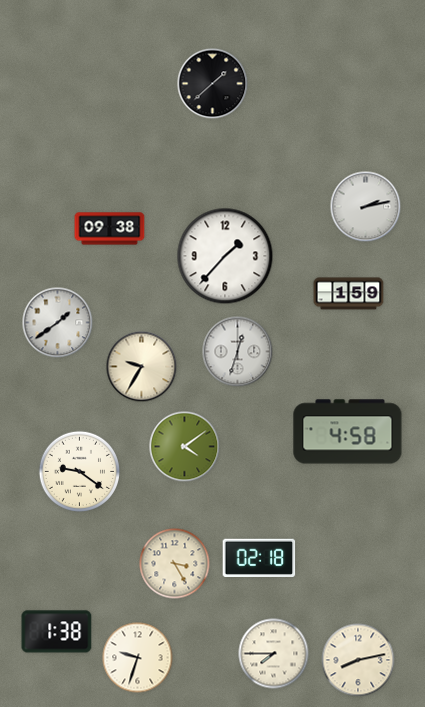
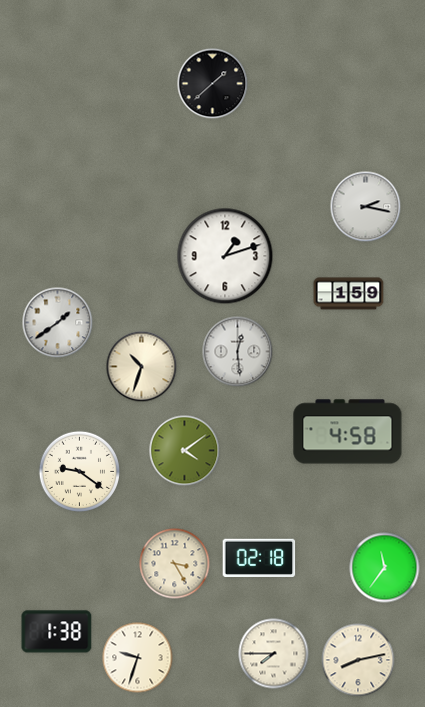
clock at (366, 207): 2:13 -> 2:17
clock at (110, 229): 09:38 -> none
clock at (225, 256): 1:37 -> 1:12
clock at (238, 352): 12:33 -> 12:29
clock at (142, 367): 9:35 -> 10:33
clock at (185, 447) position: (185, 447) -> (185, 451)
clock at (385, 568): none -> 11:36
